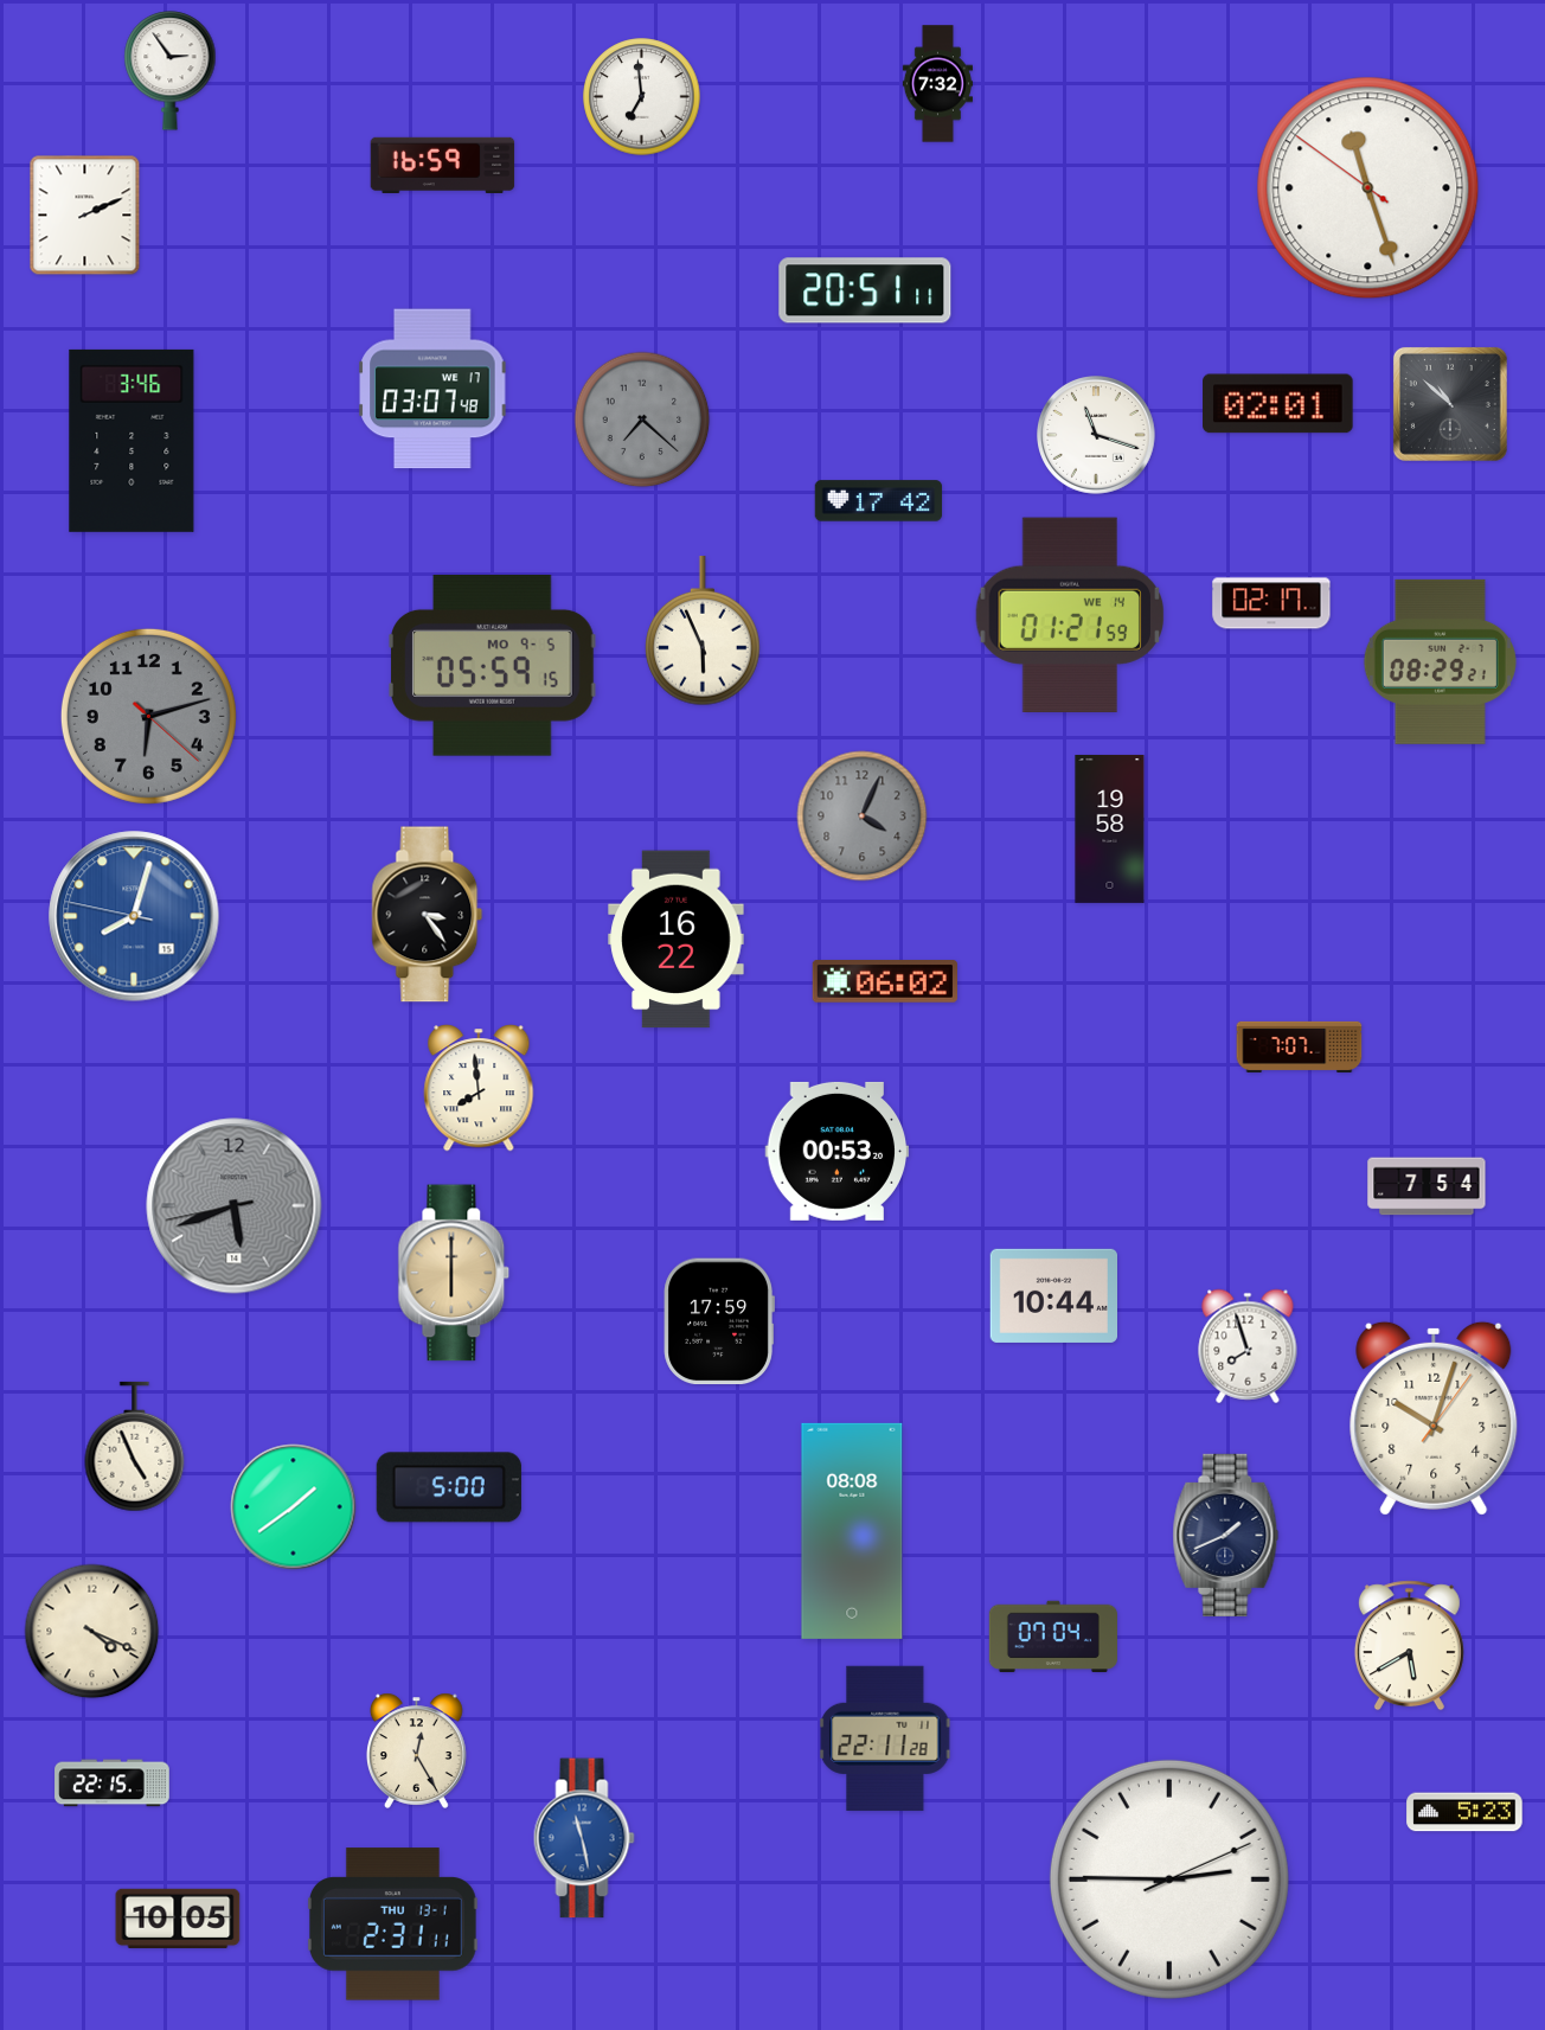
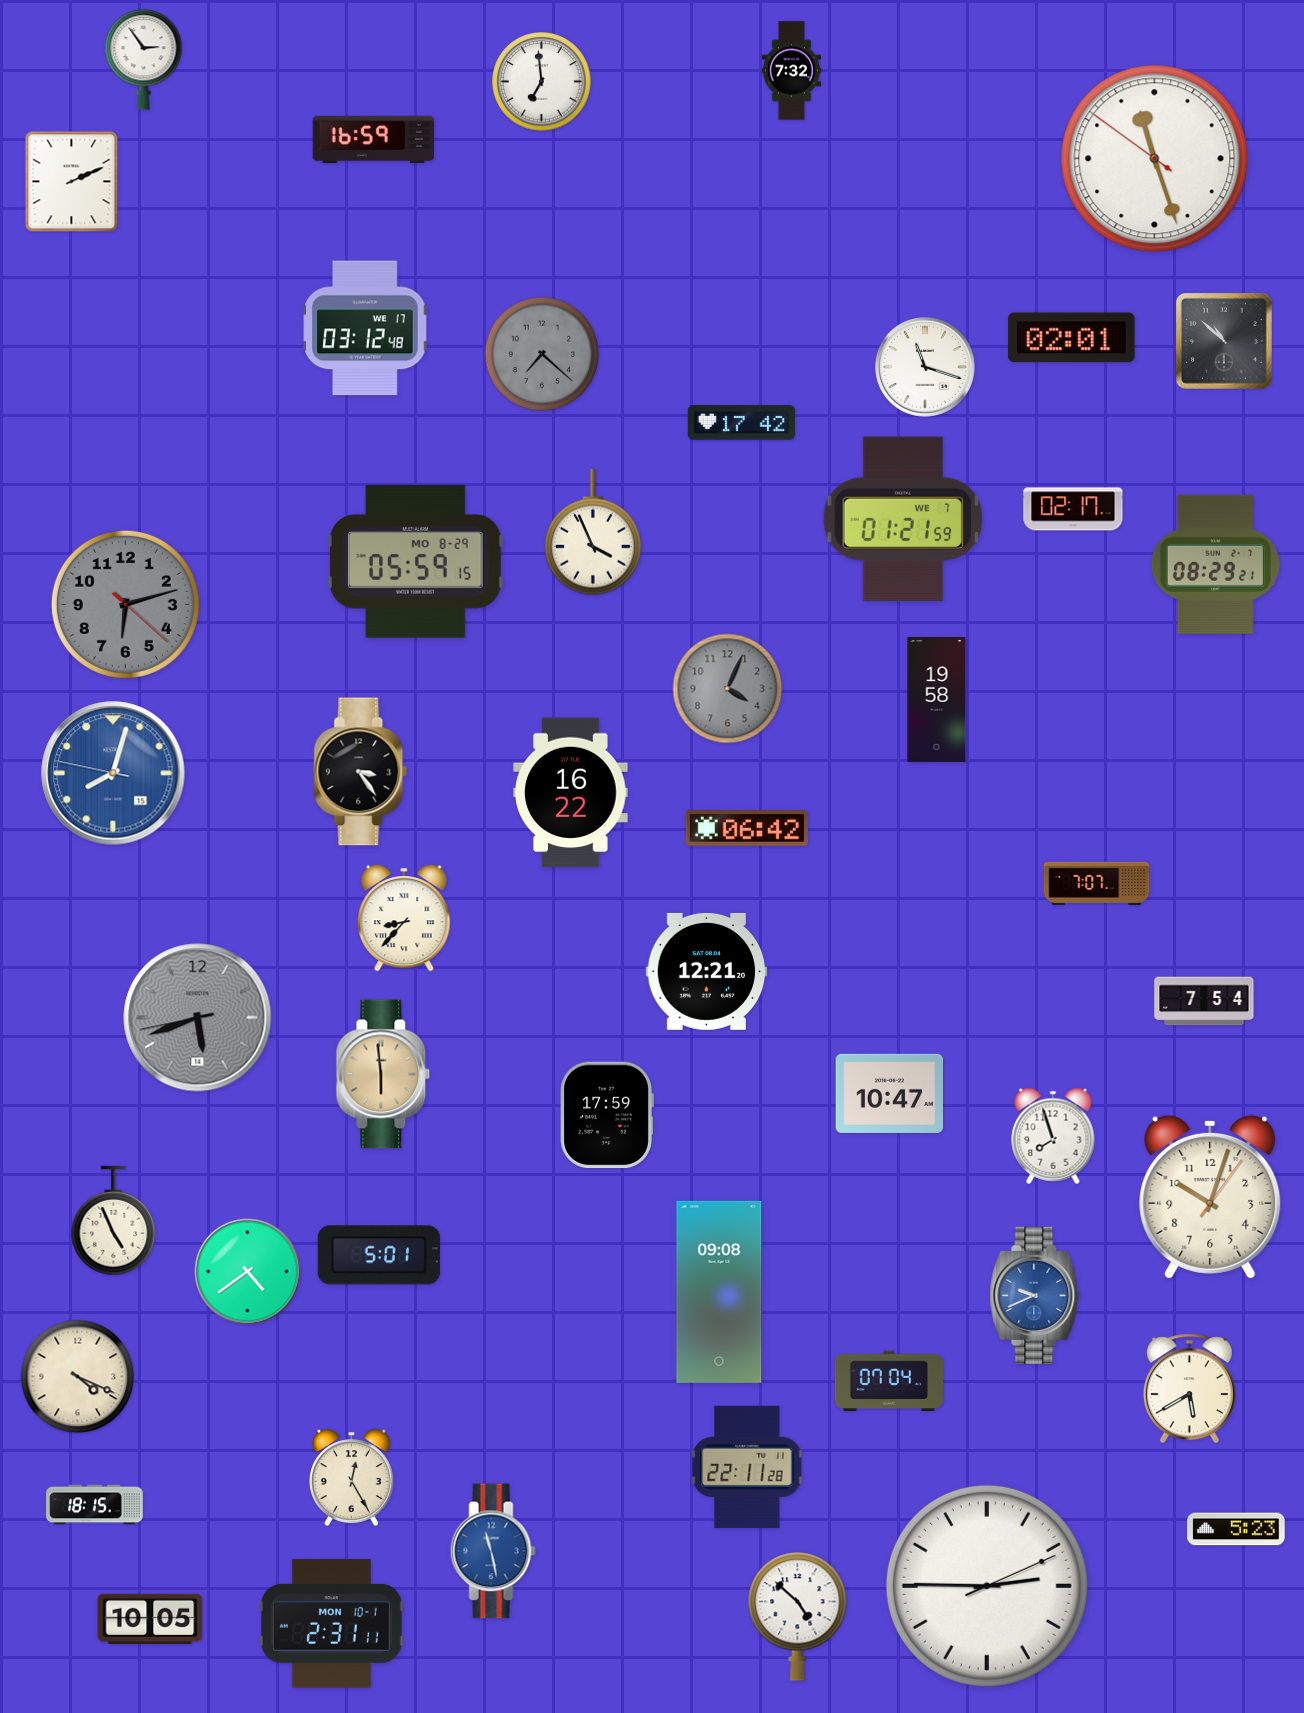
clock at (865, 290): 20:51 -> none
clock at (432, 389): 03:07 -> 03:12
clock at (1278, 404) position: (1278, 404) -> (1072, 338)
clock at (132, 441): 3:46 -> none
clock at (1069, 614) date: WE 14 -> WE 7
clock at (703, 632): 5:56 -> 3:56
clock at (1440, 661) position: (1440, 661) -> (1215, 564)
clock at (493, 666) date: MO 9-5 -> MO 8-29
clock at (885, 981): 06:02 -> 06:42
clock at (479, 1088): 7:59 -> 8:37
clock at (838, 1151): 00:53 -> 12:21
clock at (454, 1273): 6:00 -> 5:59
clock at (1053, 1295): 10:44 -> 10:47
clock at (449, 1487): 5:00 -> 5:01
clock at (294, 1507): 1:39 -> 4:39
clock at (852, 1531): 08:08 -> 09:08
clock at (1226, 1535): 1:41 -> 9:41
clock at (1226, 1535) dial: navy -> blue
clock at (113, 1784): 22:15 -> 18:15
clock at (798, 1616): none -> 4:52
clock at (392, 1925) date: THU 13-1 -> MON 10-1
